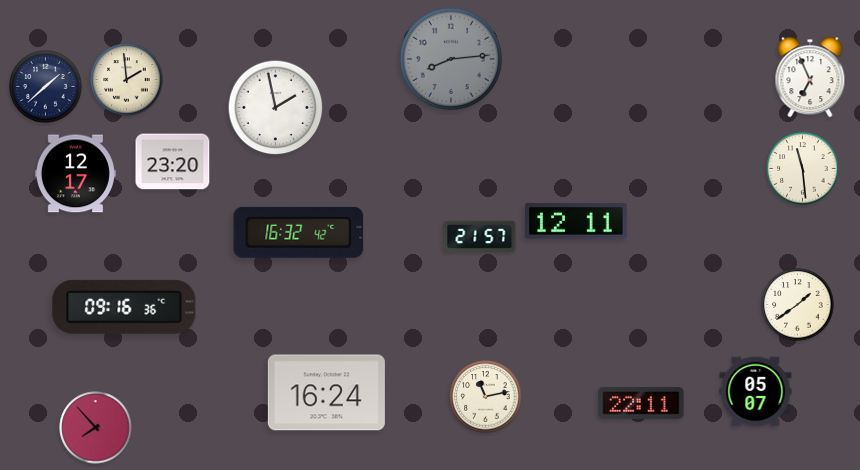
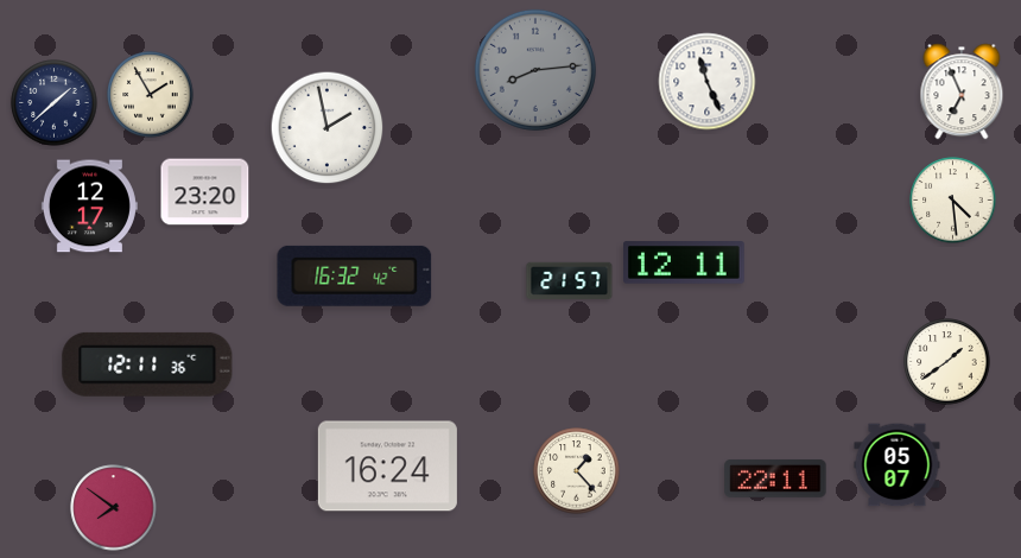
clock at (708, 82): none -> 11:26
clock at (127, 80): 1:59 -> 1:55
clock at (803, 169): 11:29 -> 4:29
clock at (124, 307): 09:16 -> 12:11
clock at (486, 397): 11:13 -> 1:23
clock at (641, 403) position: (641, 403) -> (775, 478)
clock at (96, 428): 7:53 -> 7:51
